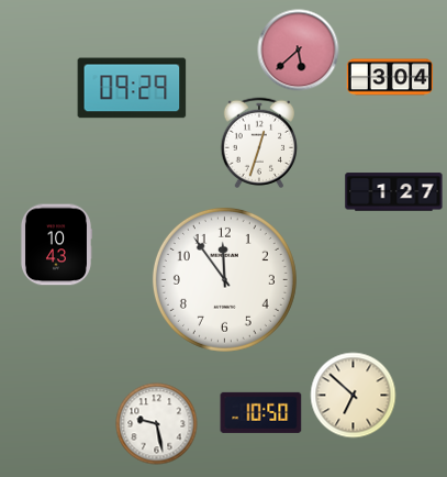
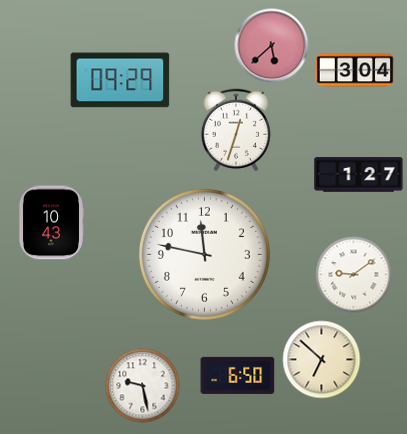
clock at (224, 279): 11:54 -> 11:47
clock at (354, 275): none -> 9:09
clock at (261, 412): 10:50 -> 6:50
